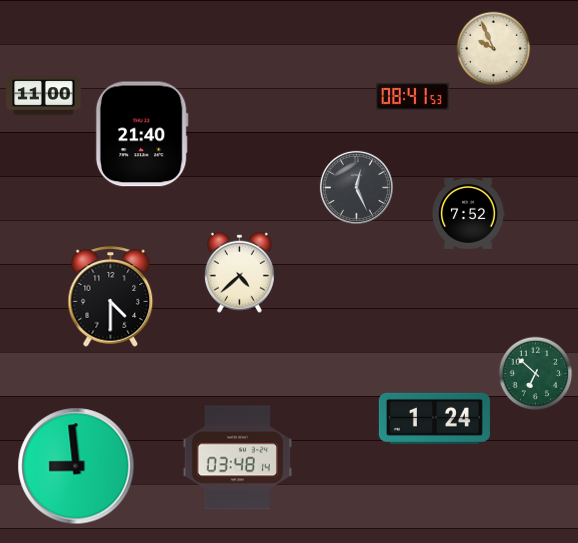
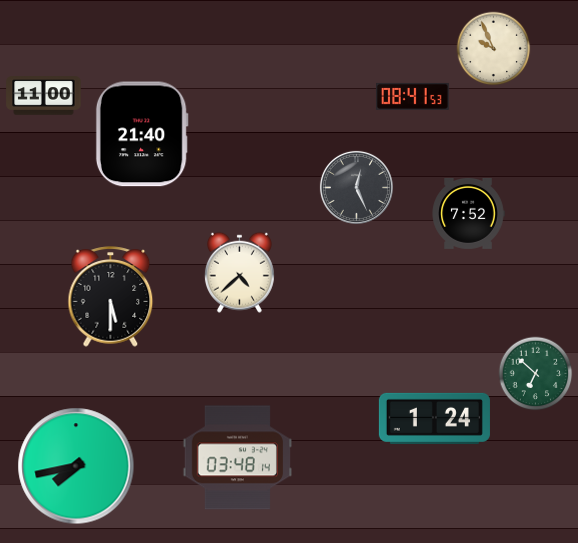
clock at (111, 297): 4:30 -> 5:30
clock at (76, 466): 8:59 -> 7:43
